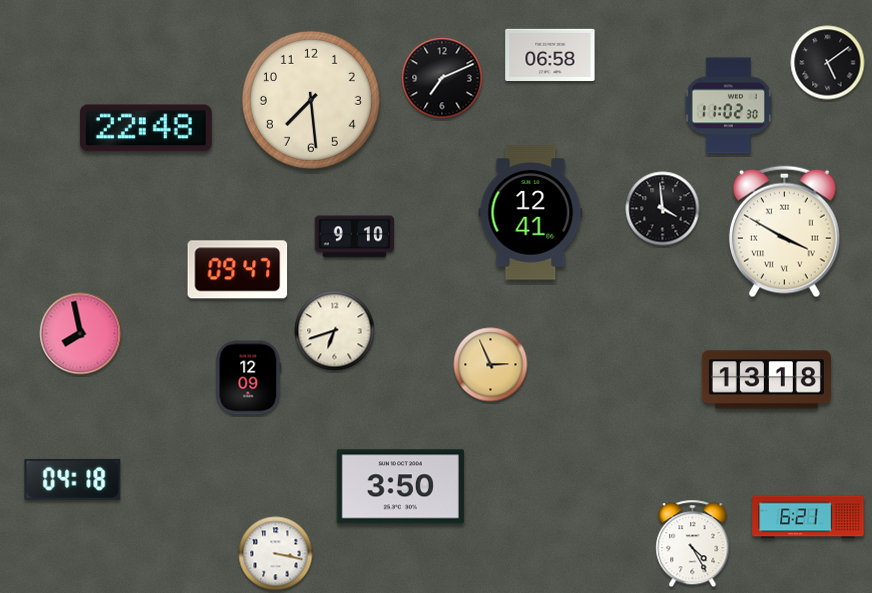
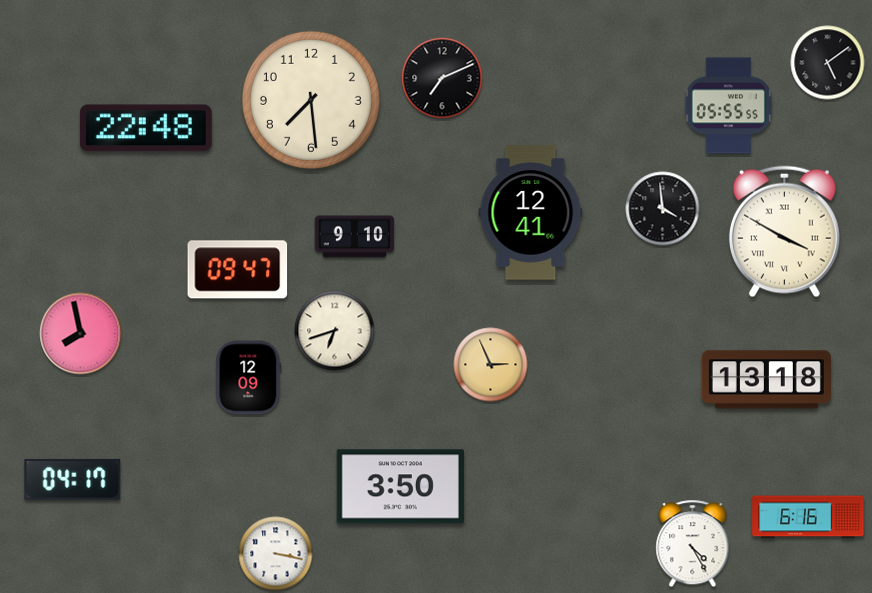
clock at (550, 54): 06:58 -> none
clock at (728, 106): 11:02 -> 05:55
clock at (73, 479): 04:18 -> 04:17
clock at (808, 517): 6:21 -> 6:16
